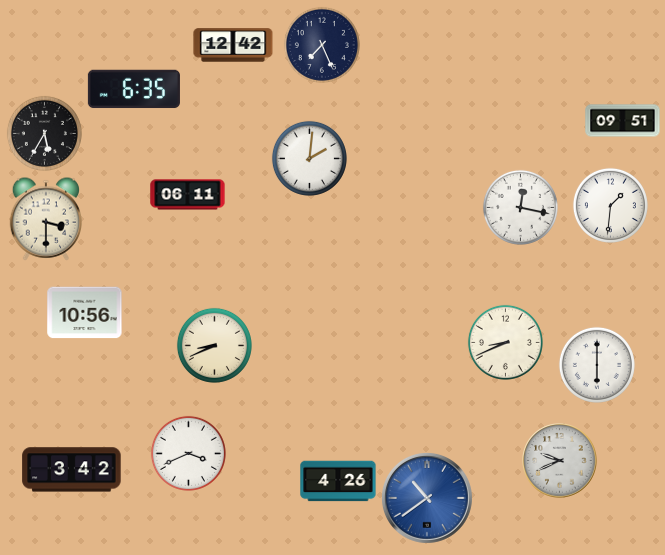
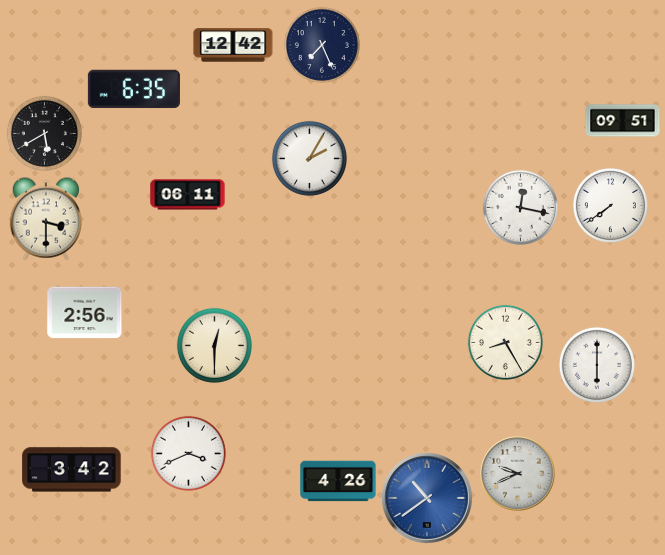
clock at (44, 133): 5:35 -> 5:40
clock at (309, 158): 2:01 -> 2:05
clock at (610, 205): 1:31 -> 7:39
clock at (85, 313): 10:56 -> 2:56
clock at (505, 342): 8:41 -> 8:25
clock at (214, 345): 8:41 -> 12:30
clock at (560, 461) position: (560, 461) -> (518, 474)
